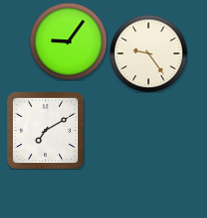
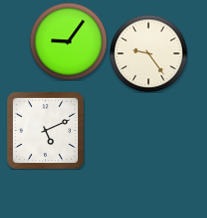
clock at (45, 130): 7:10 -> 5:11
